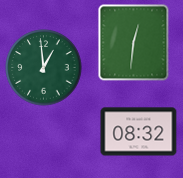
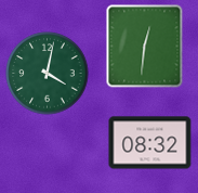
clock at (44, 68): 12:59 -> 4:02
